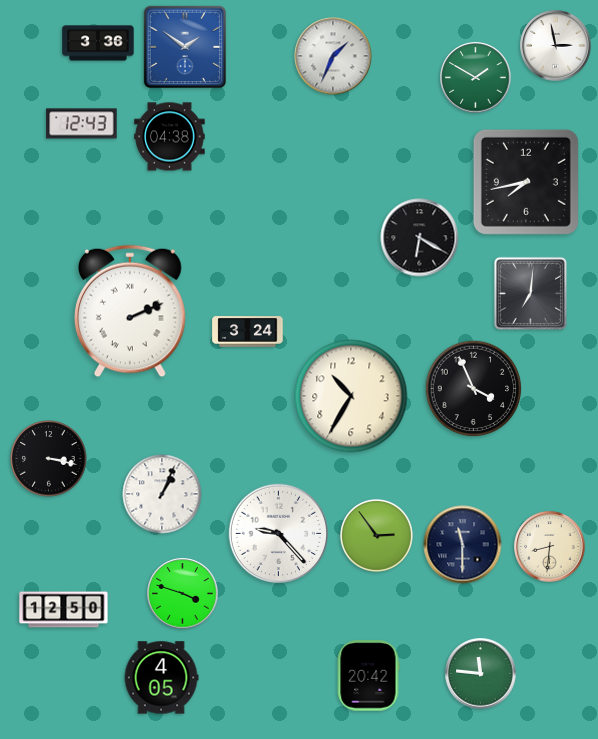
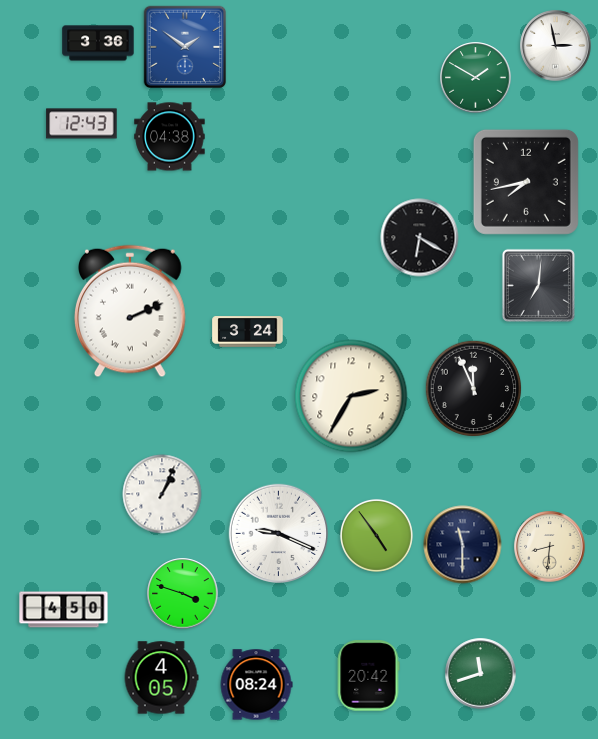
clock at (333, 56): 1:34 -> none
clock at (530, 293) position: (530, 293) -> (538, 285)
clock at (474, 389): 3:56 -> 11:56
clock at (351, 396): 10:35 -> 2:35
clock at (49, 459): 3:17 -> none
clock at (279, 534): 9:23 -> 9:19
clock at (376, 535): 2:54 -> 4:54
clock at (64, 610): 12:50 -> 4:50
clock at (481, 674): 11:46 -> 11:42
clock at (256, 685): none -> 08:24
